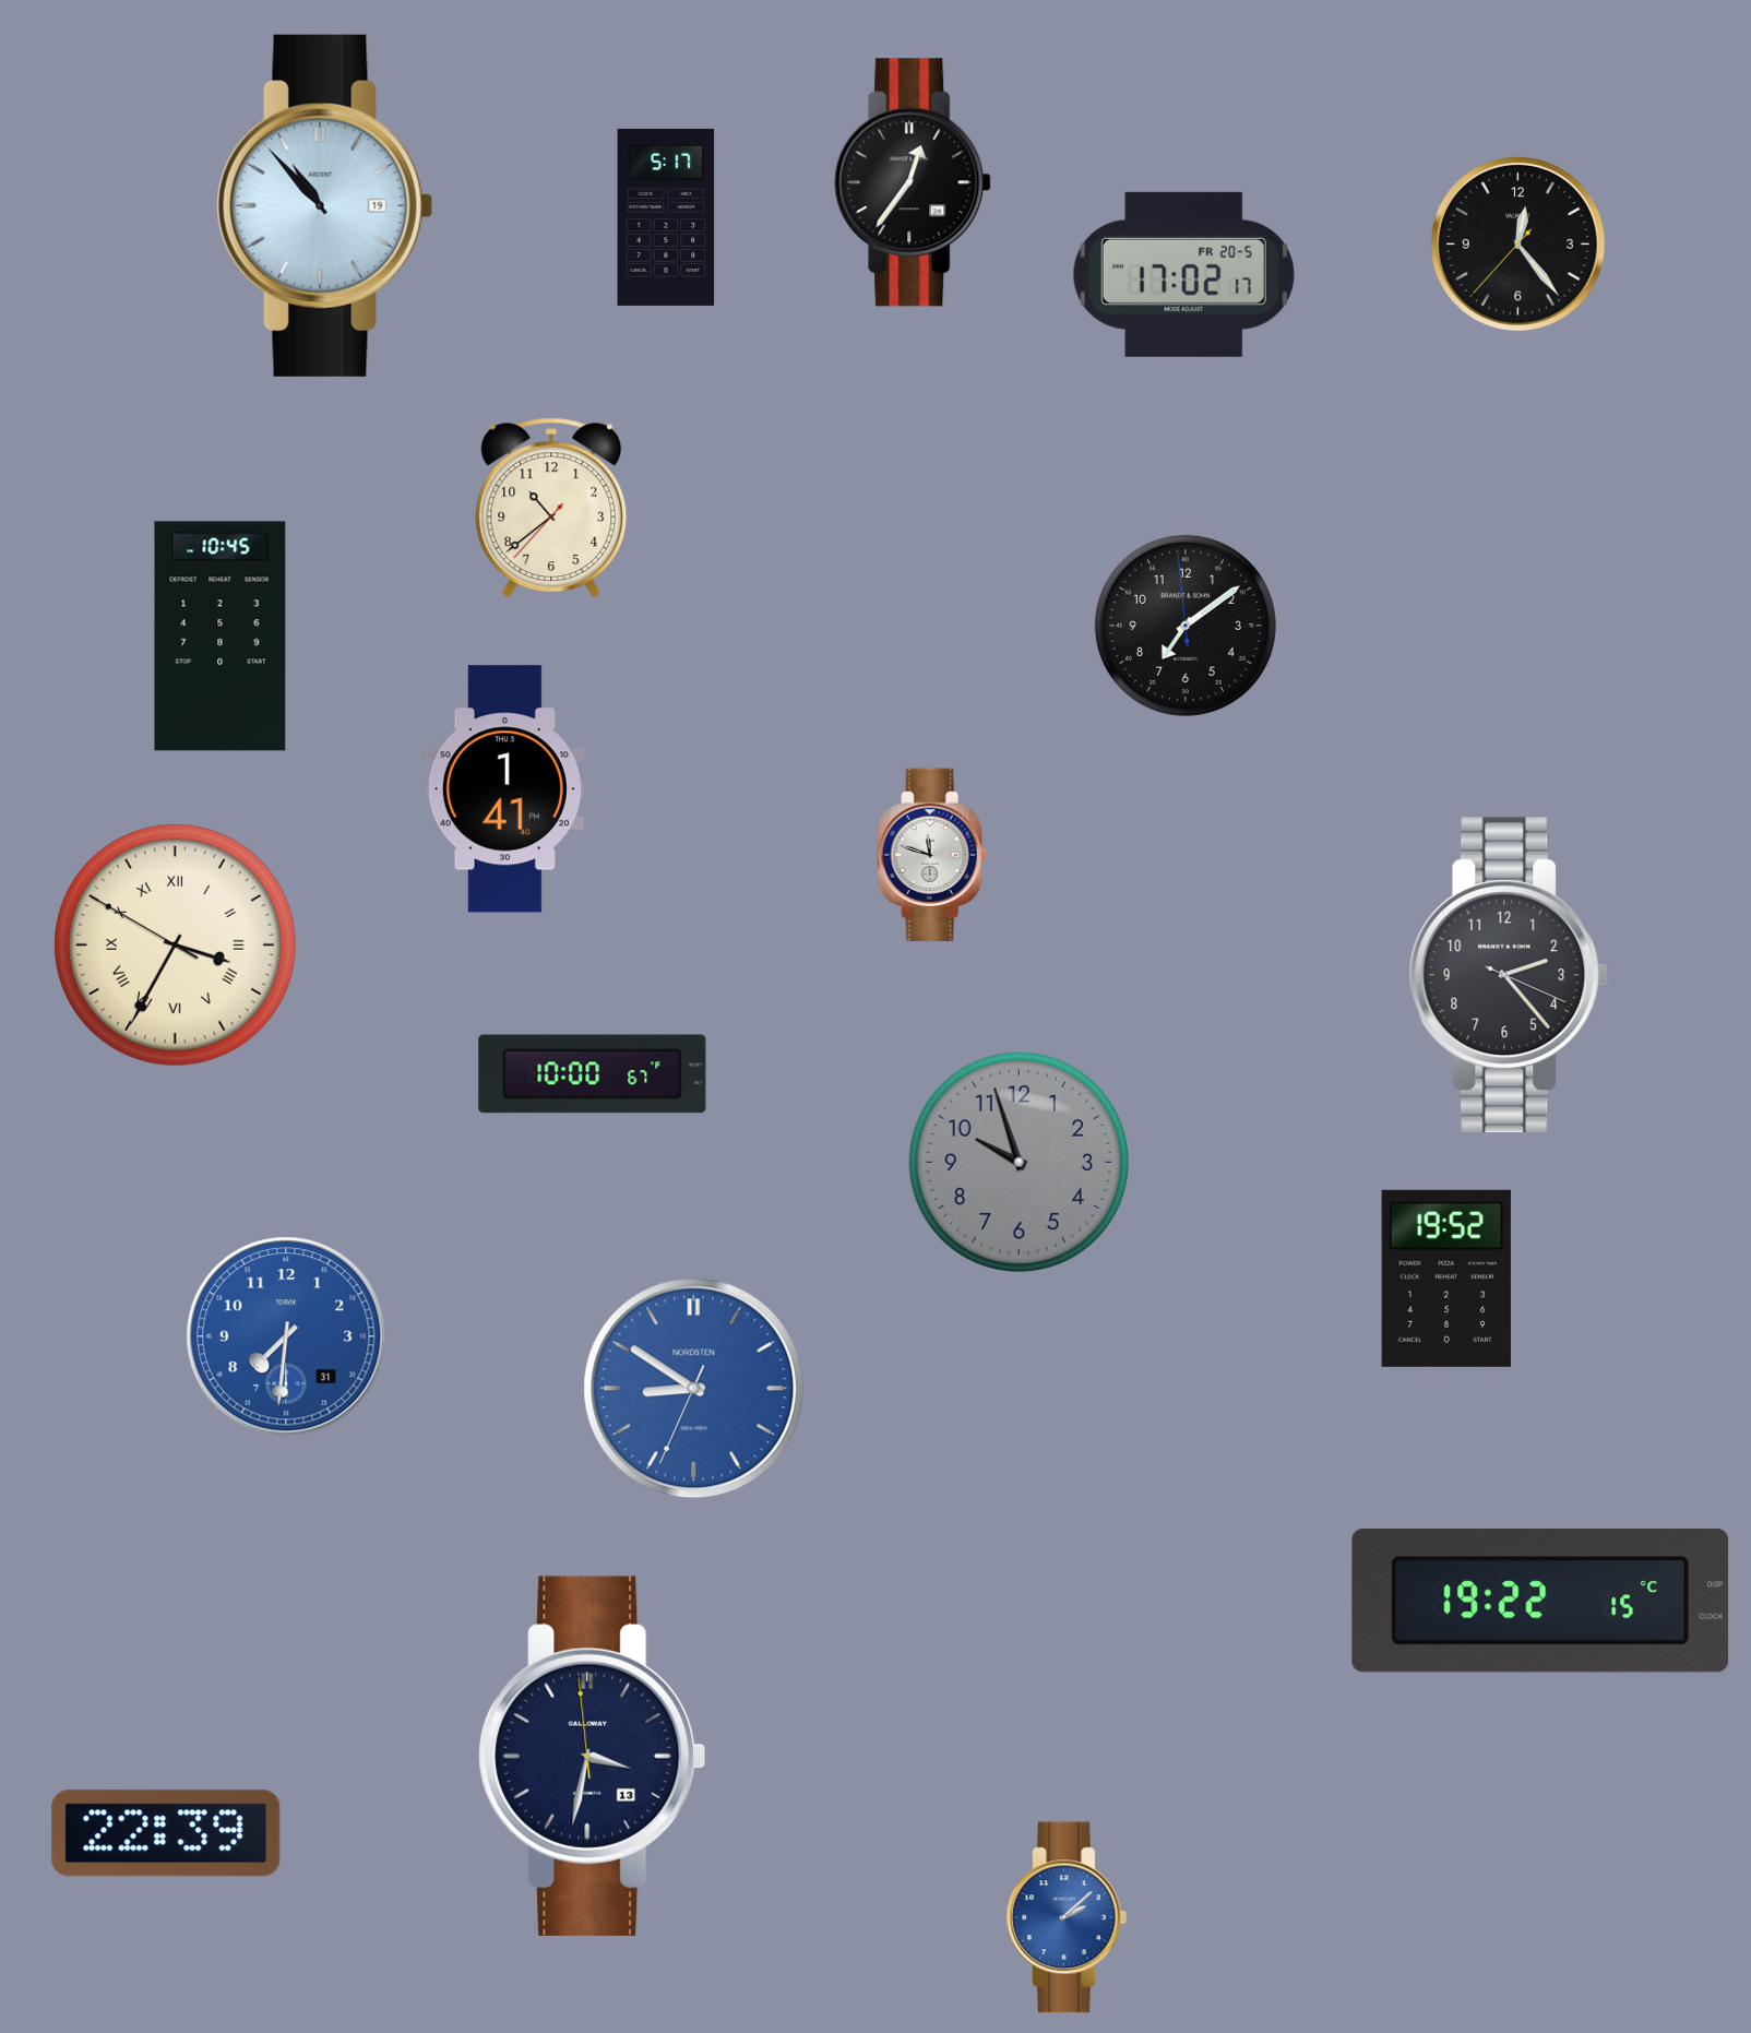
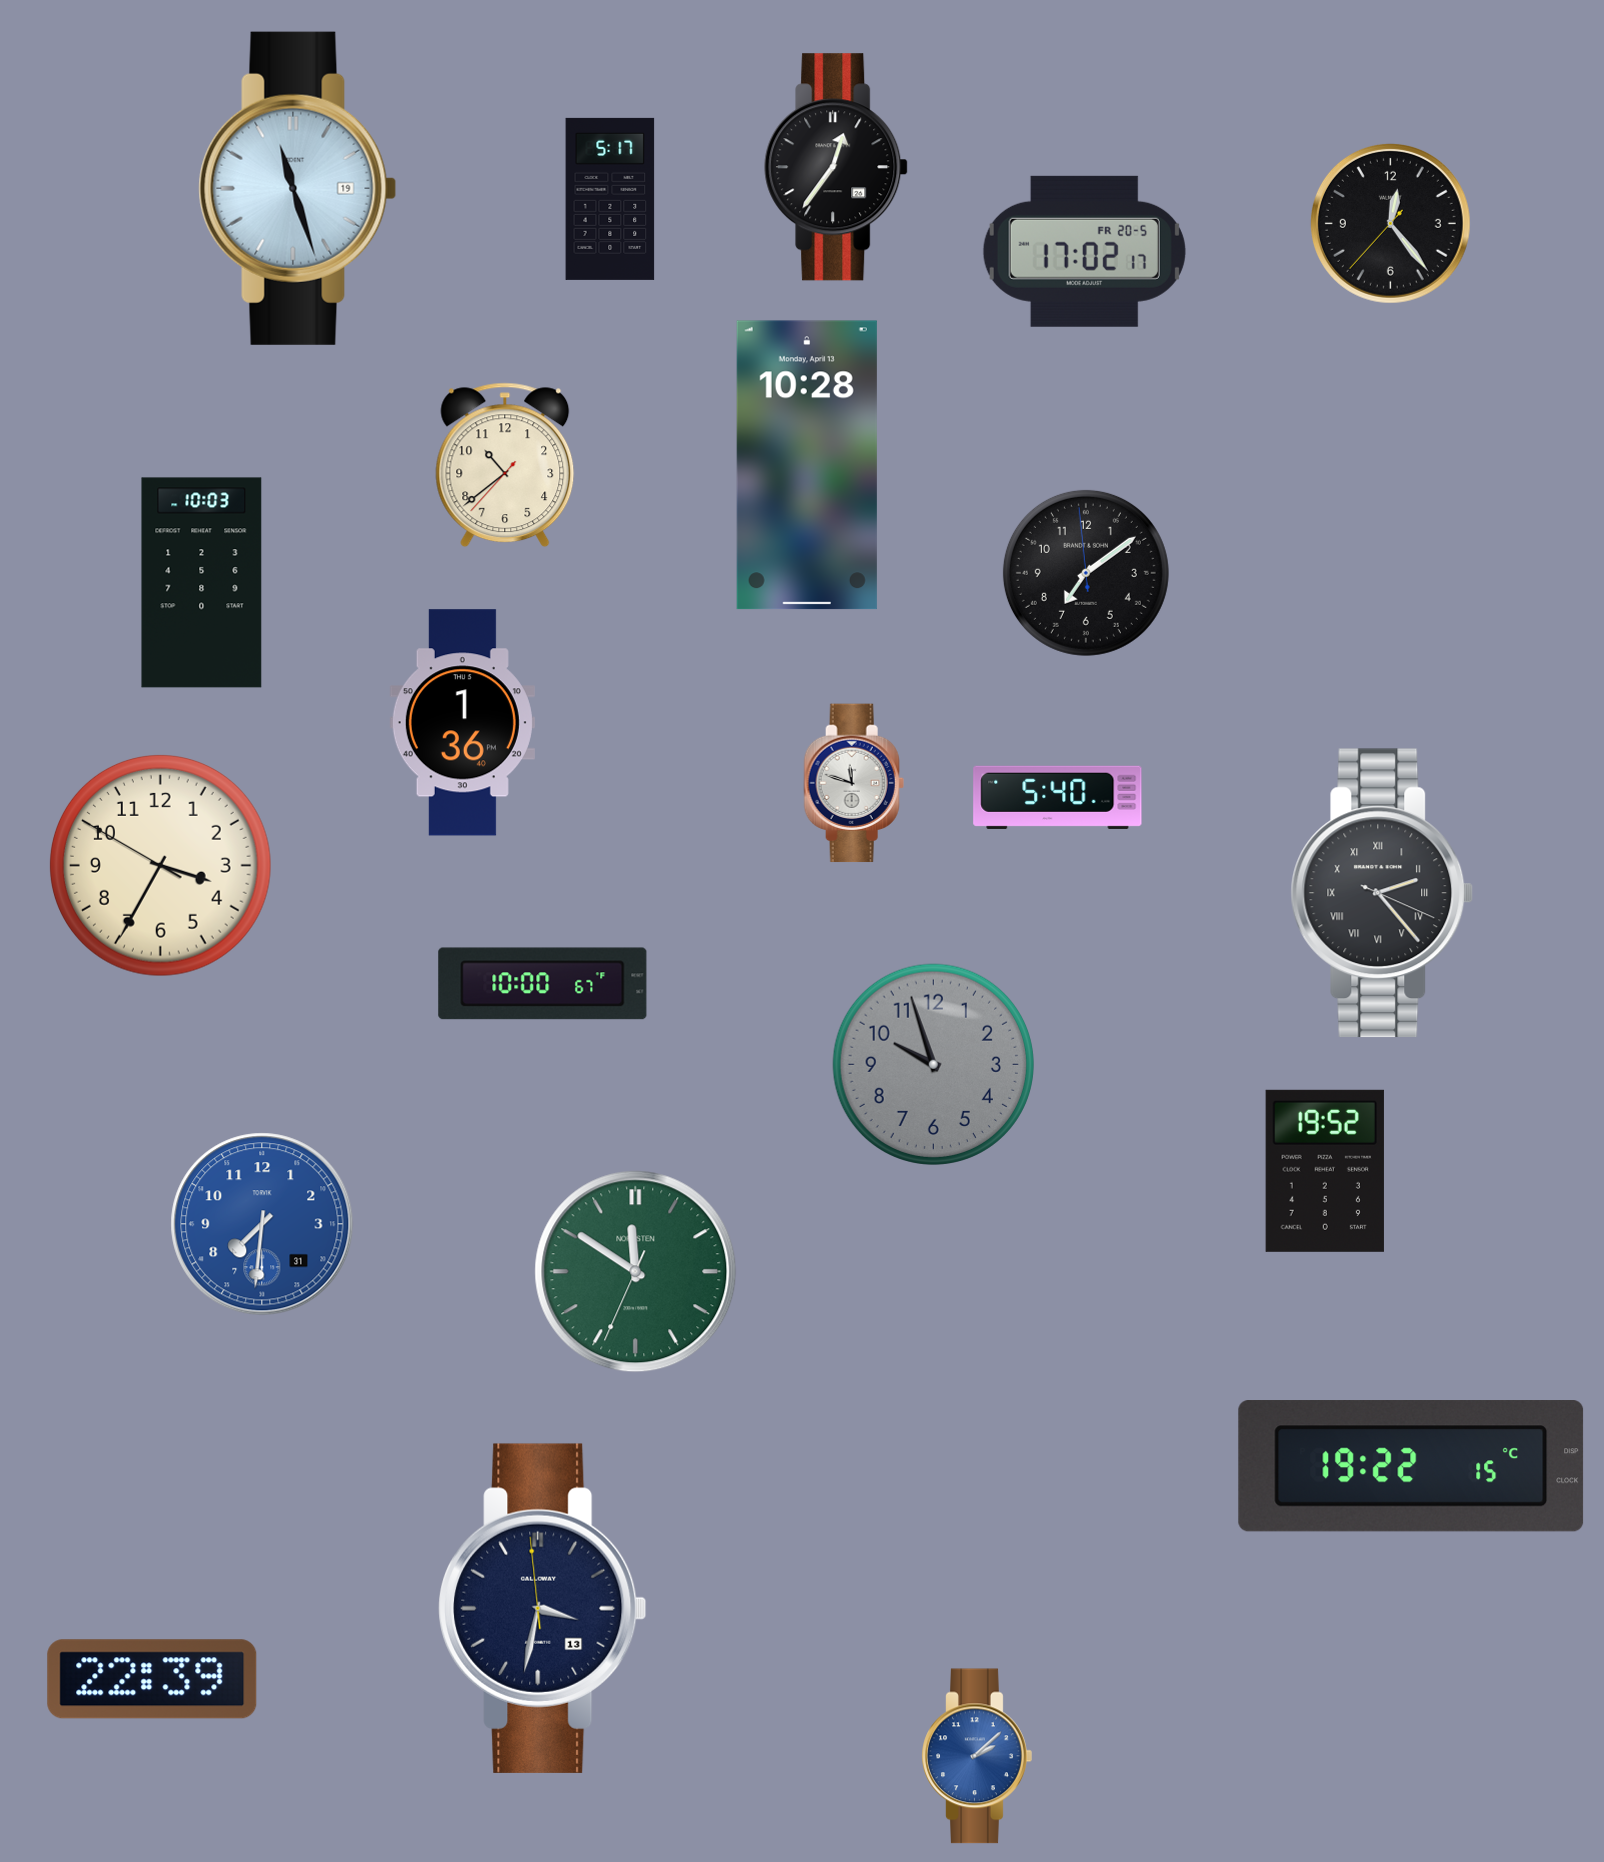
clock at (325, 205): 10:53 -> 11:27
clock at (807, 465): none -> 10:28
clock at (221, 637): 10:45 -> 10:03
clock at (504, 789): 1:41 -> 1:36
clock at (1058, 797): none -> 5:40
clock at (176, 946) numerals: Roman -> Arabic
clock at (1509, 975) numerals: Arabic -> Roman
clock at (694, 1389): 8:50 -> 11:50
clock at (694, 1389) dial: blue -> green
